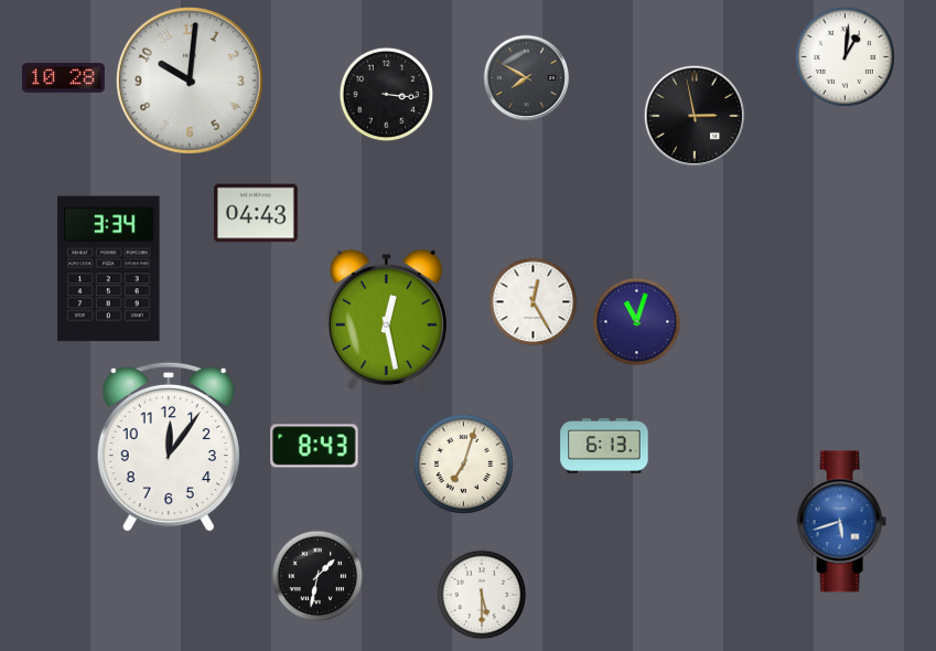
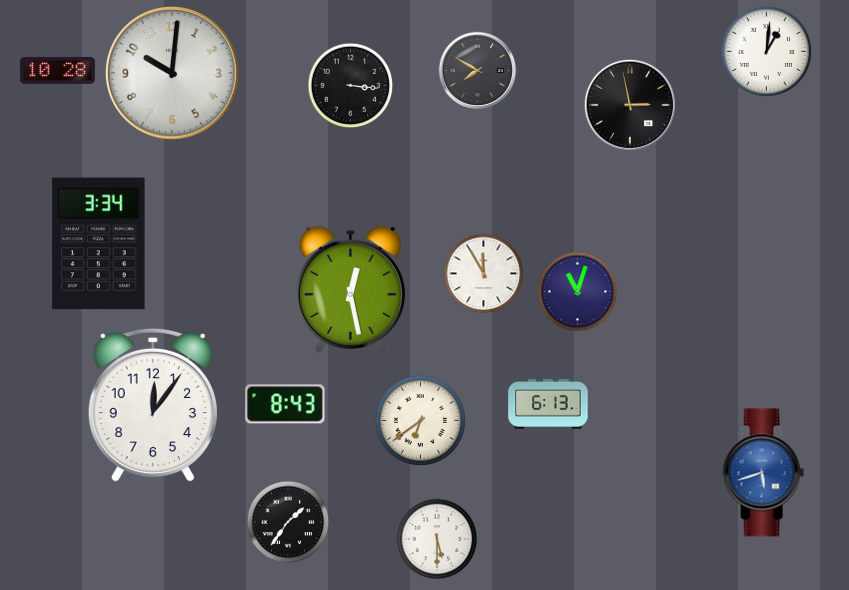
clock at (256, 213): 04:43 -> none
clock at (534, 302): 12:25 -> 11:55
clock at (463, 463): 7:03 -> 6:39
clock at (318, 576): 1:32 -> 1:36
